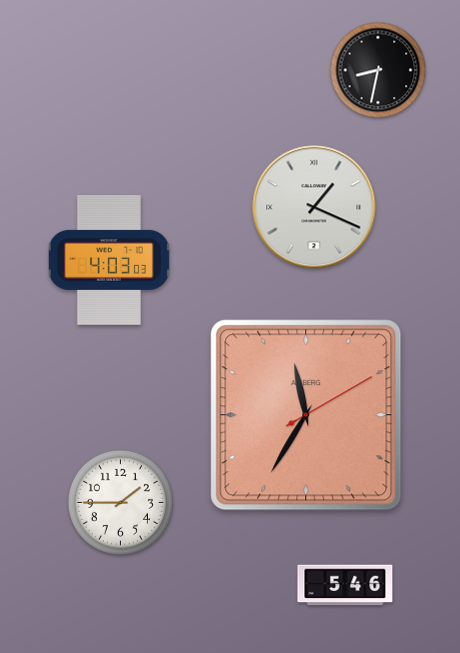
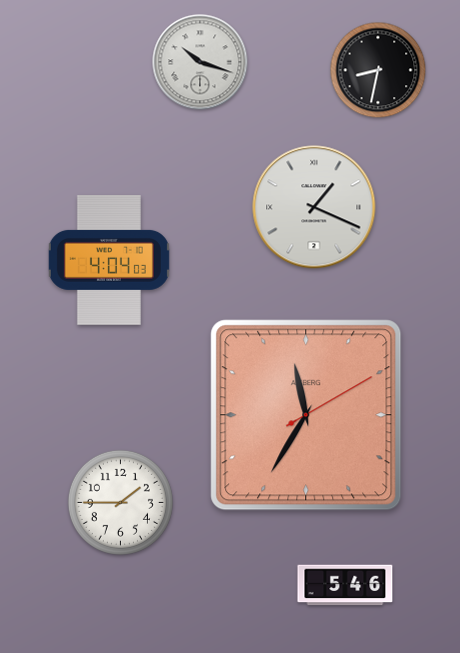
clock at (200, 62): none -> 10:18
clock at (109, 261): 4:03 -> 4:04
